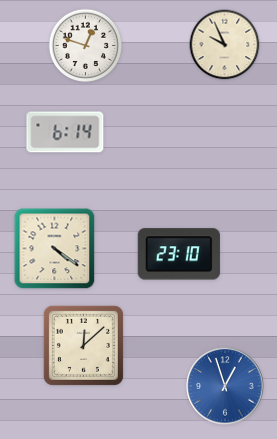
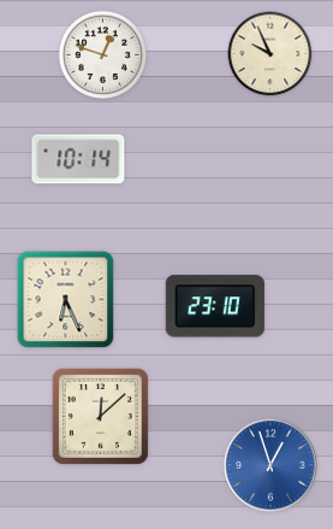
clock at (65, 132): 6:14 -> 10:14
clock at (55, 249): 4:21 -> 6:26
